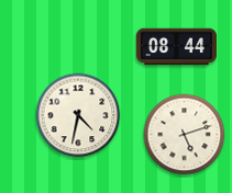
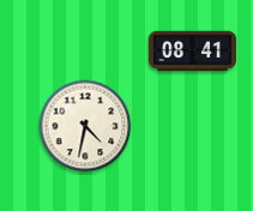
clock at (176, 47): 08:44 -> 08:41
clock at (185, 135): 5:12 -> none
